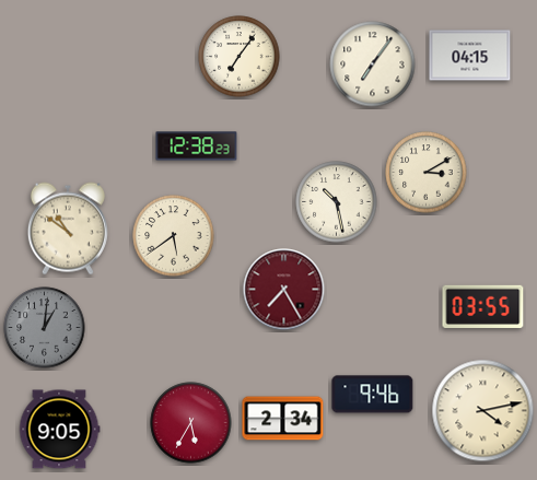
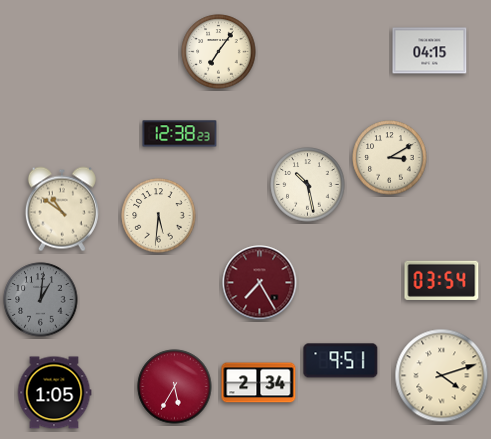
clock at (373, 65): 7:06 -> none
clock at (174, 236): 5:39 -> 5:31
clock at (284, 290) position: (284, 290) -> (260, 283)
clock at (483, 306): 03:55 -> 03:54
clock at (373, 395): 9:46 -> 9:51
clock at (483, 411): 4:13 -> 4:12
clock at (59, 430): 9:05 -> 1:05
